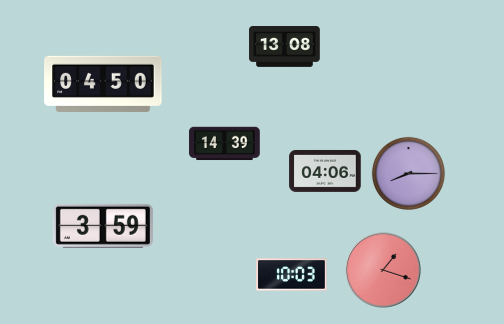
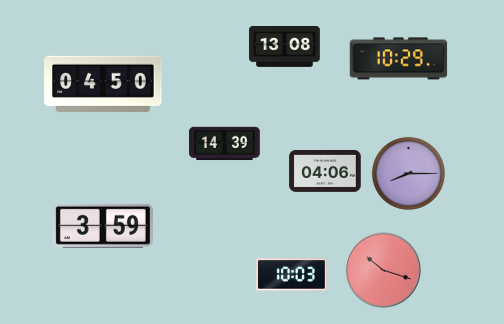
clock at (399, 59): none -> 10:29
clock at (383, 270): 1:18 -> 10:18
